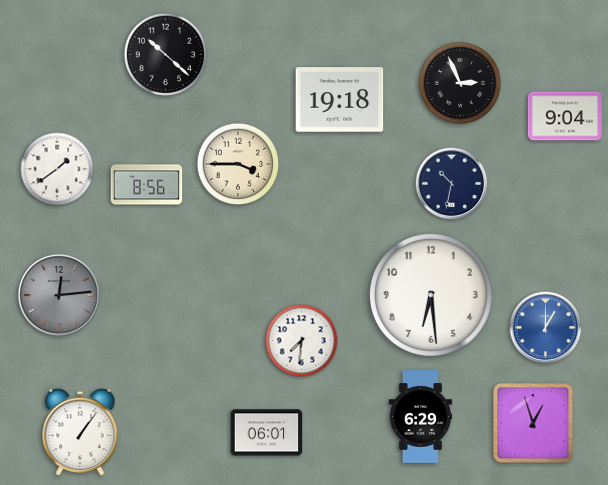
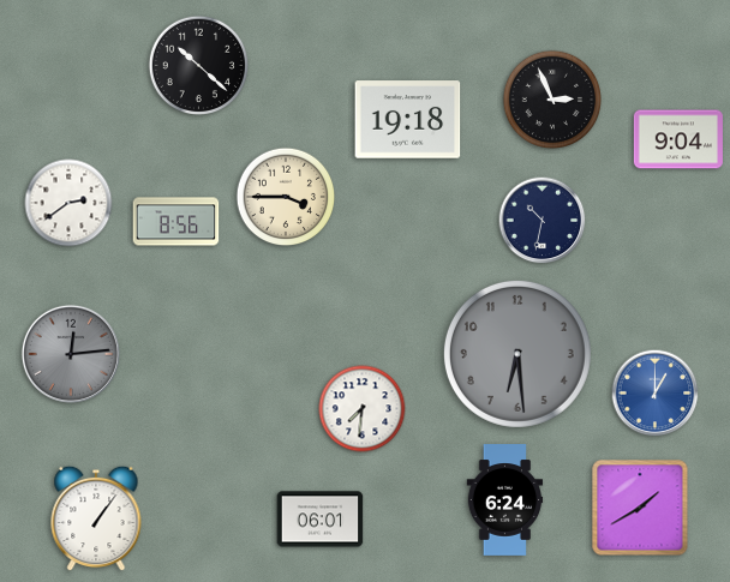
clock at (57, 169): 1:39 -> 2:39
clock at (431, 295) dial: white -> grey
clock at (421, 417): 6:29 -> 6:24
clock at (533, 423): 12:57 -> 1:40
